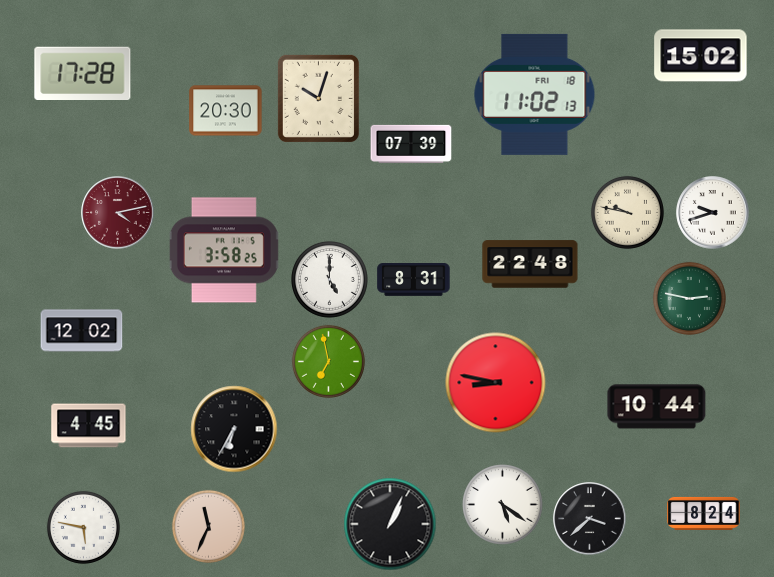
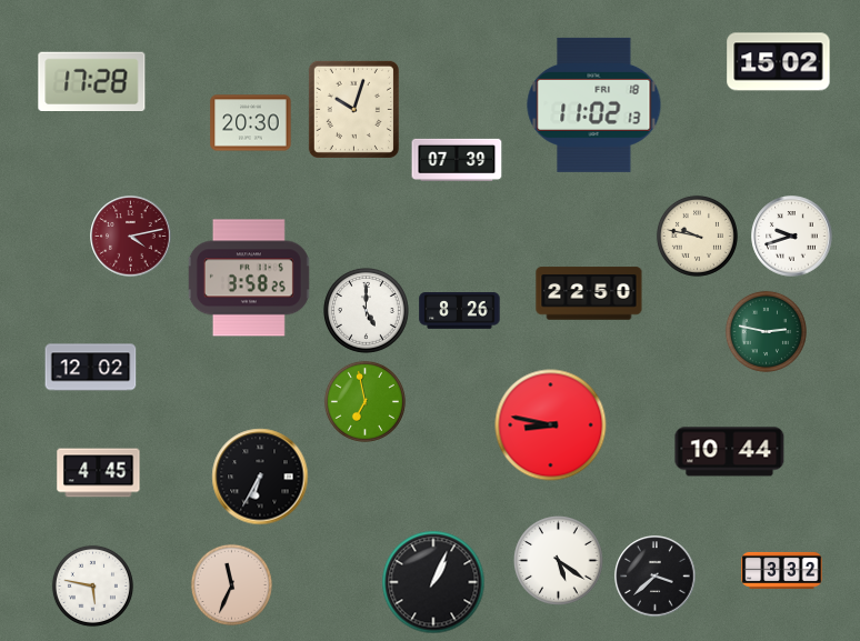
clock at (530, 264): 22:48 -> 22:50
clock at (414, 280): 8:31 -> 8:26
clock at (704, 513): 8:24 -> 3:32
